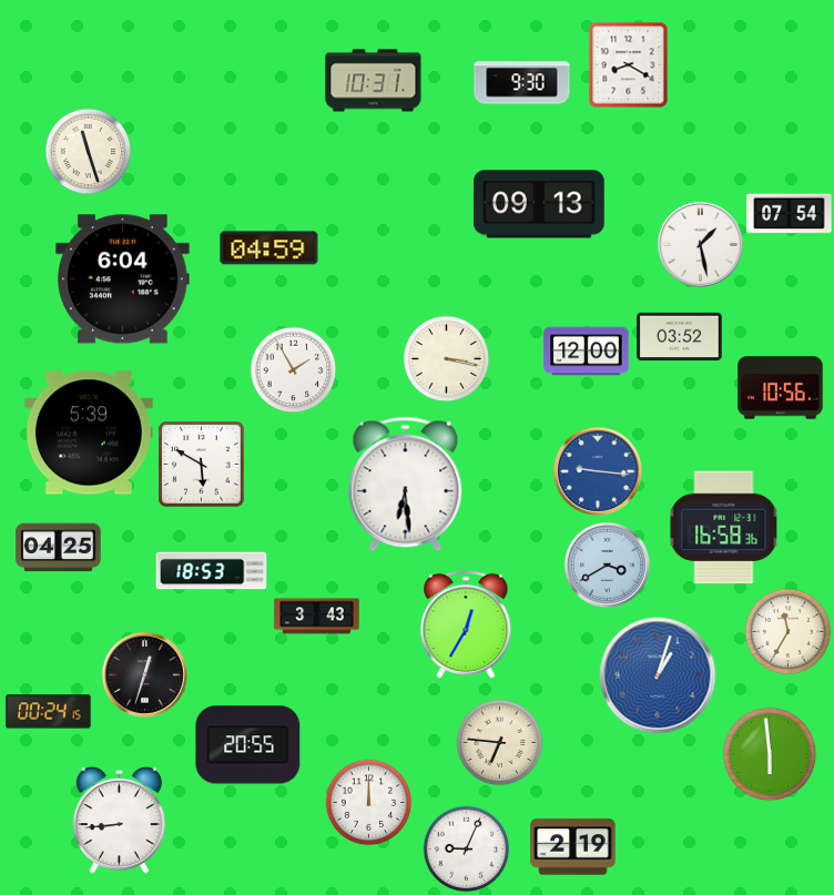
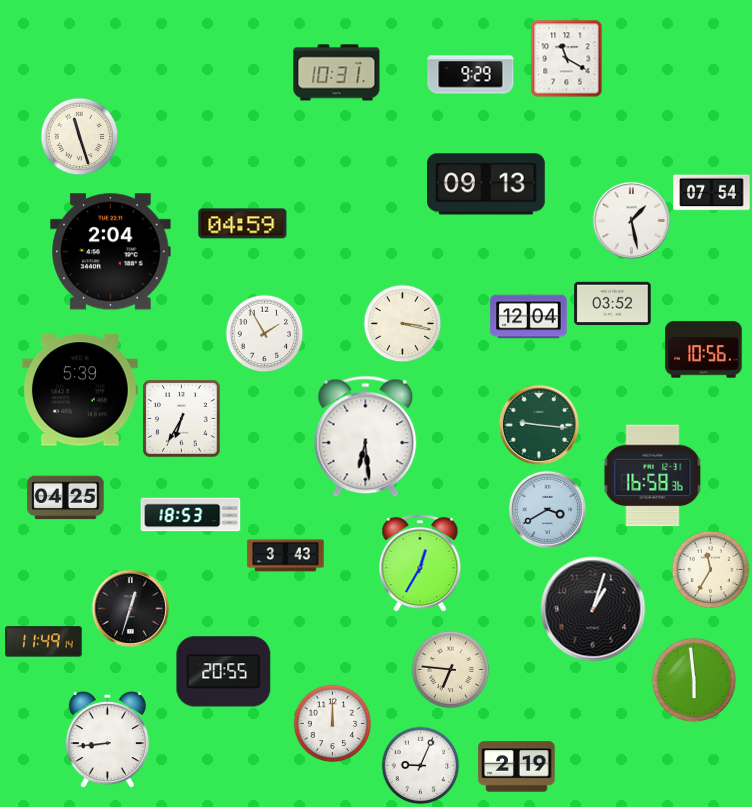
clock at (629, 64): 8:20 -> 11:20
clock at (522, 83): 9:30 -> 9:29
clock at (123, 279): 6:04 -> 2:04
clock at (587, 352): 12:00 -> 12:04
clock at (202, 465): 5:50 -> 6:35
clock at (597, 470) dial: blue -> green
clock at (59, 548) position: (59, 548) -> (66, 498)
clock at (658, 675) dial: blue -> black
clock at (49, 712): 00:24 -> 11:49
clock at (573, 847) position: (573, 847) -> (517, 767)
